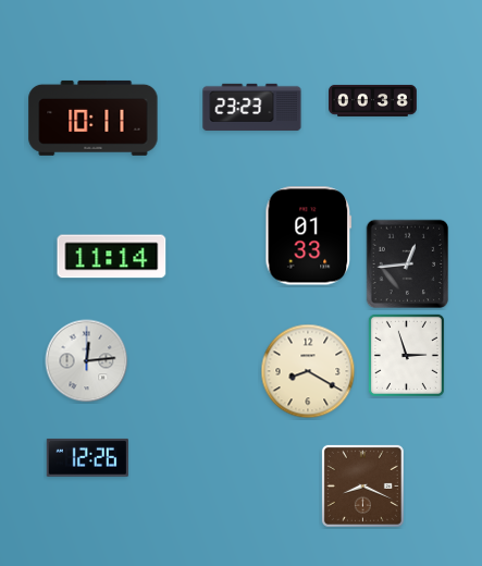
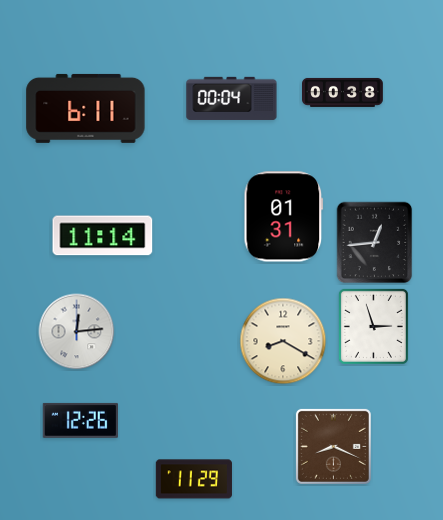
clock at (252, 107): 23:23 -> 00:04
clock at (94, 118): 10:11 -> 6:11
clock at (309, 236): 01:33 -> 01:31
clock at (87, 361) position: (87, 361) -> (77, 332)
clock at (194, 479): none -> 11:29
